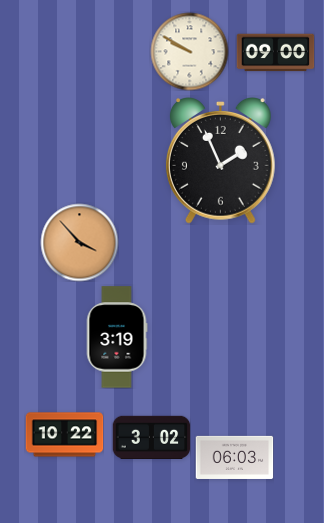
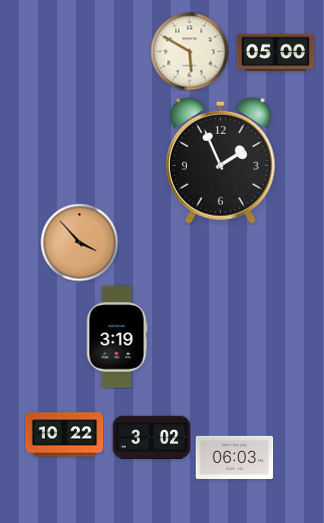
clock at (189, 51): 9:50 -> 5:50
clock at (275, 53): 09:00 -> 05:00
